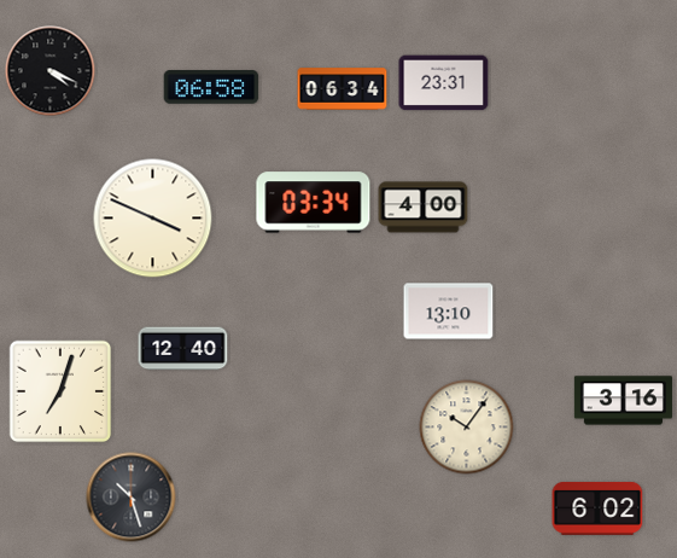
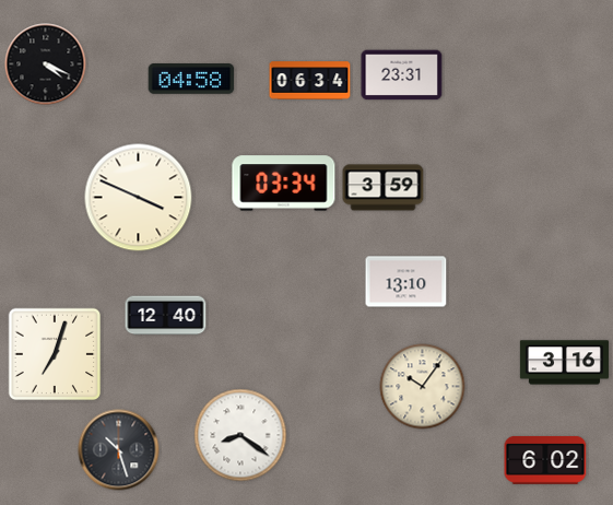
clock at (211, 88): 06:58 -> 04:58
clock at (424, 208): 4:00 -> 3:59
clock at (240, 435): none -> 8:21
clock at (597, 508) position: (597, 508) -> (545, 460)
